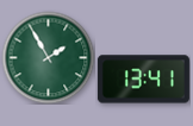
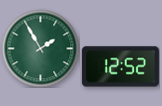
clock at (143, 80): 13:41 -> 12:52
